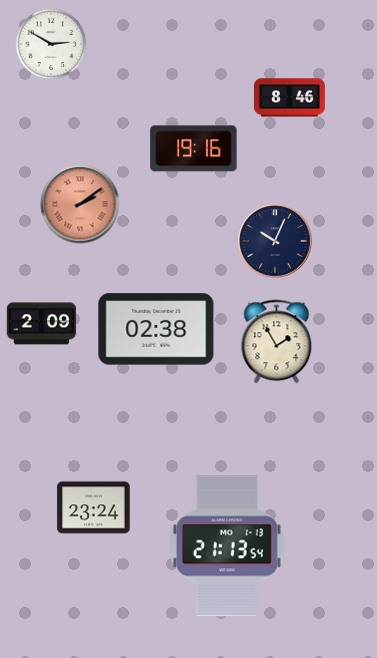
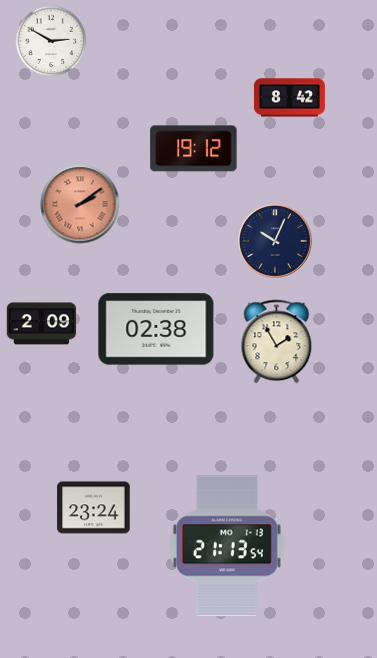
clock at (51, 44) position: (51, 44) -> (51, 41)
clock at (289, 98): 8:46 -> 8:42
clock at (194, 149): 19:16 -> 19:12
